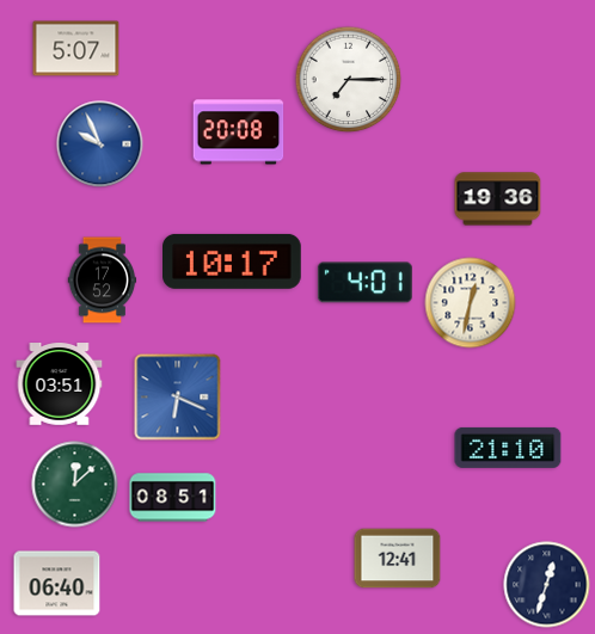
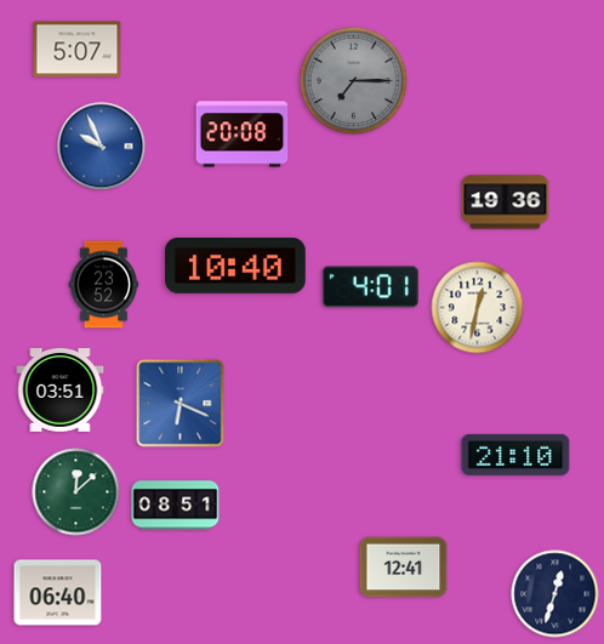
clock at (349, 80) dial: white -> grey
clock at (233, 261): 10:17 -> 10:40
clock at (103, 281): 17:52 -> 23:52
